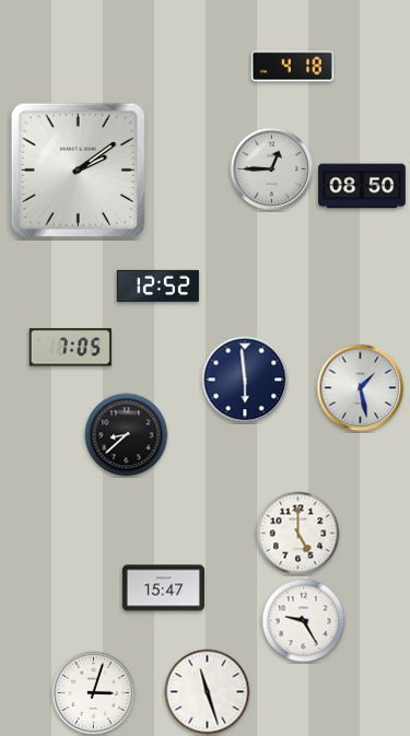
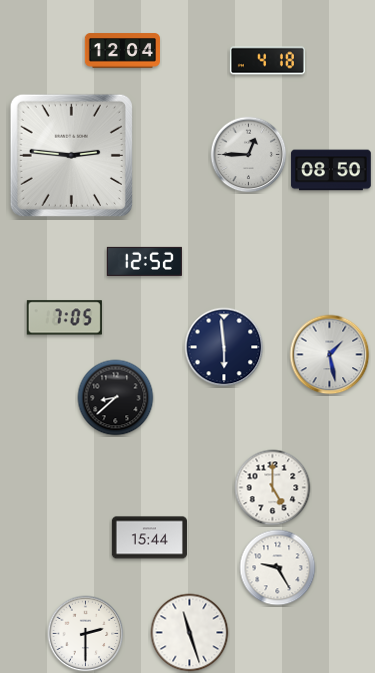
clock at (122, 51): none -> 12:04
clock at (78, 170): 2:09 -> 2:46
clock at (163, 588): 15:47 -> 15:44
clock at (94, 693): 3:03 -> 2:30
